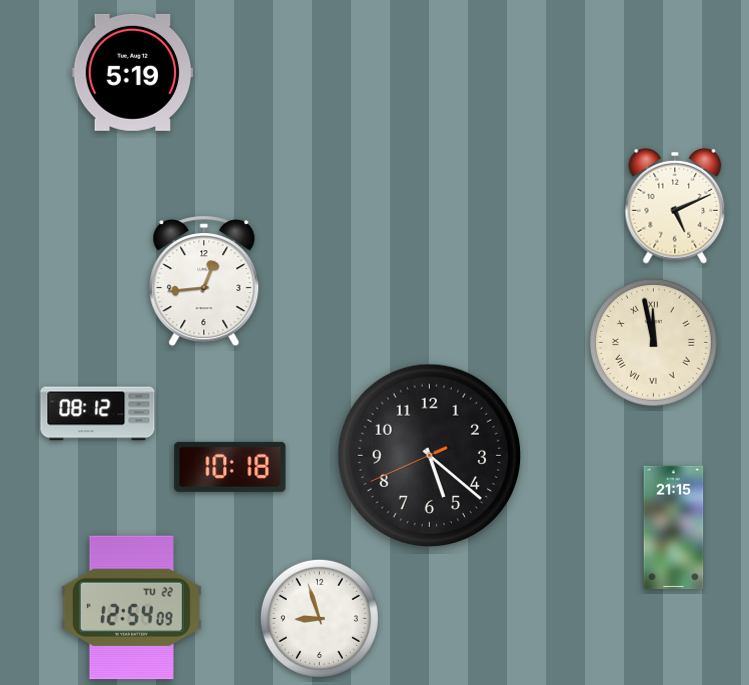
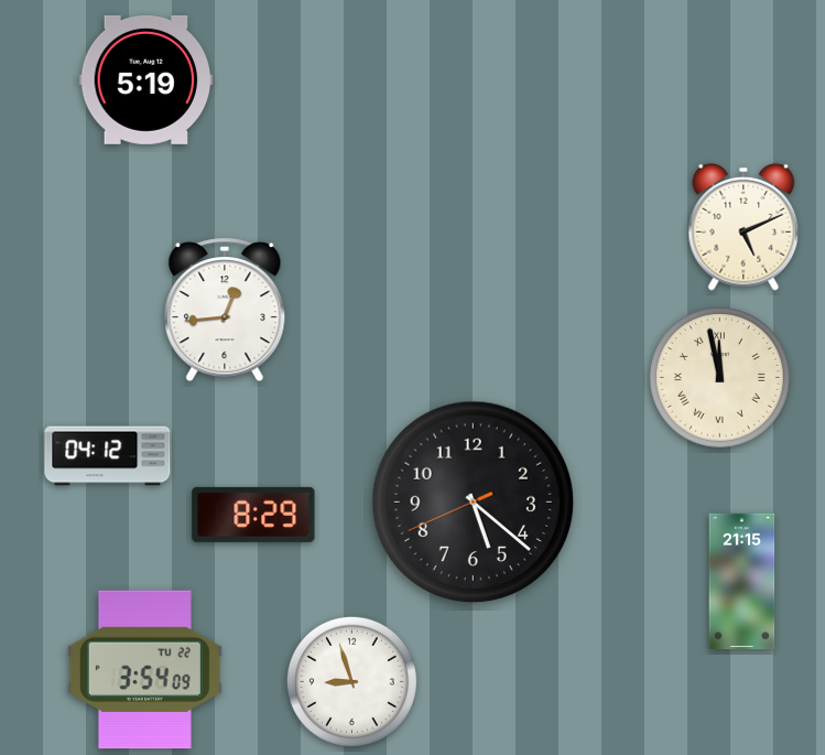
clock at (98, 414): 08:12 -> 04:12
clock at (230, 467): 10:18 -> 8:29
clock at (131, 608): 12:54 -> 3:54
